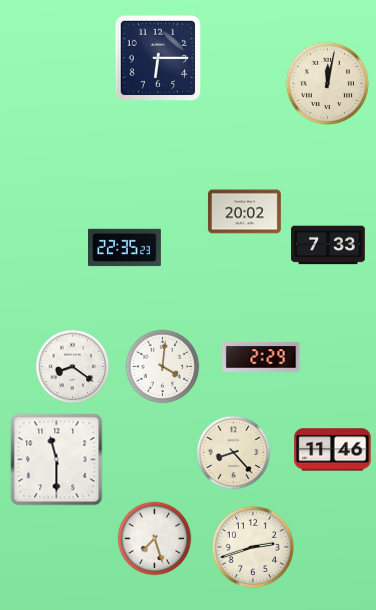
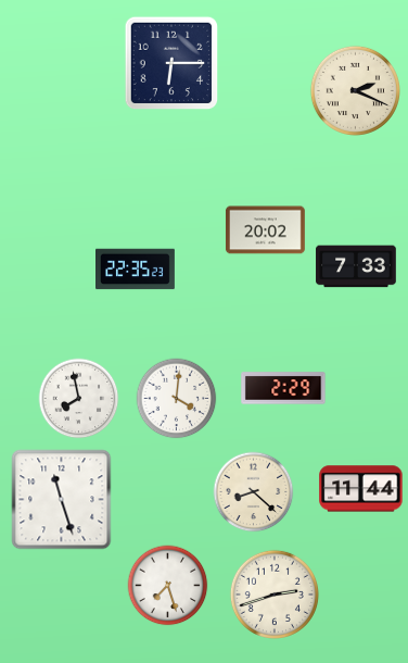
clock at (327, 83): 12:02 -> 2:19
clock at (73, 367): 8:21 -> 7:58
clock at (333, 450): 11:46 -> 11:44
clock at (234, 453): 8:23 -> 8:22
clock at (57, 460): 11:30 -> 11:27
